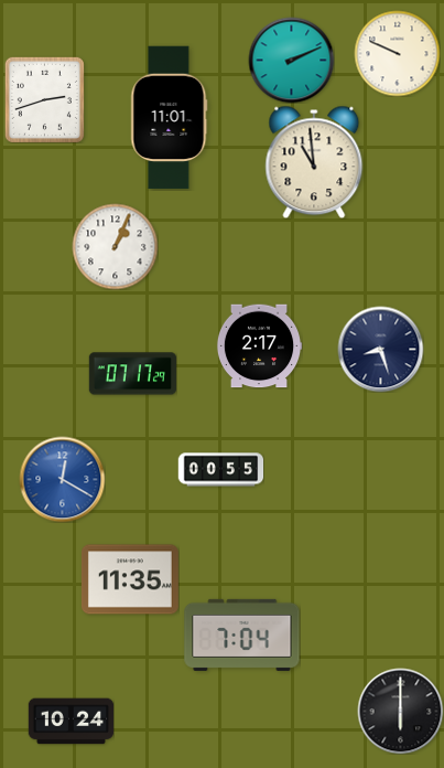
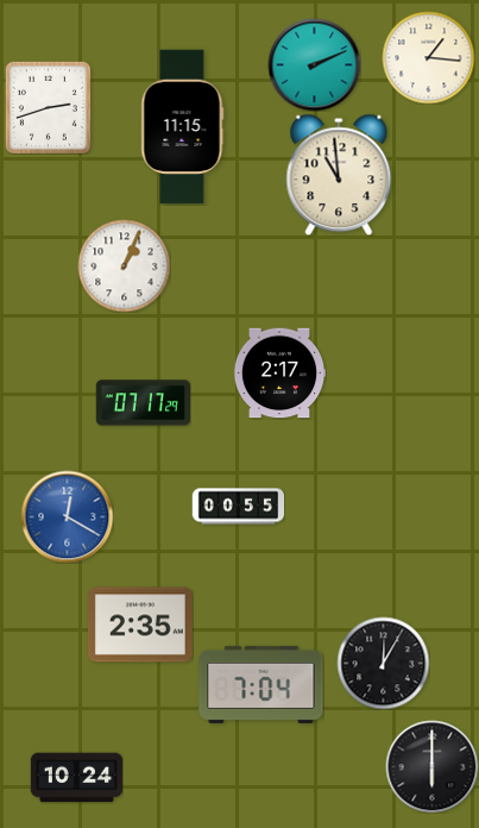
clock at (397, 53): 9:49 -> 1:16
clock at (170, 118): 11:01 -> 11:15
clock at (380, 349): 8:27 -> none
clock at (130, 579): 11:35 -> 2:35
clock at (383, 663): none -> 12:05
